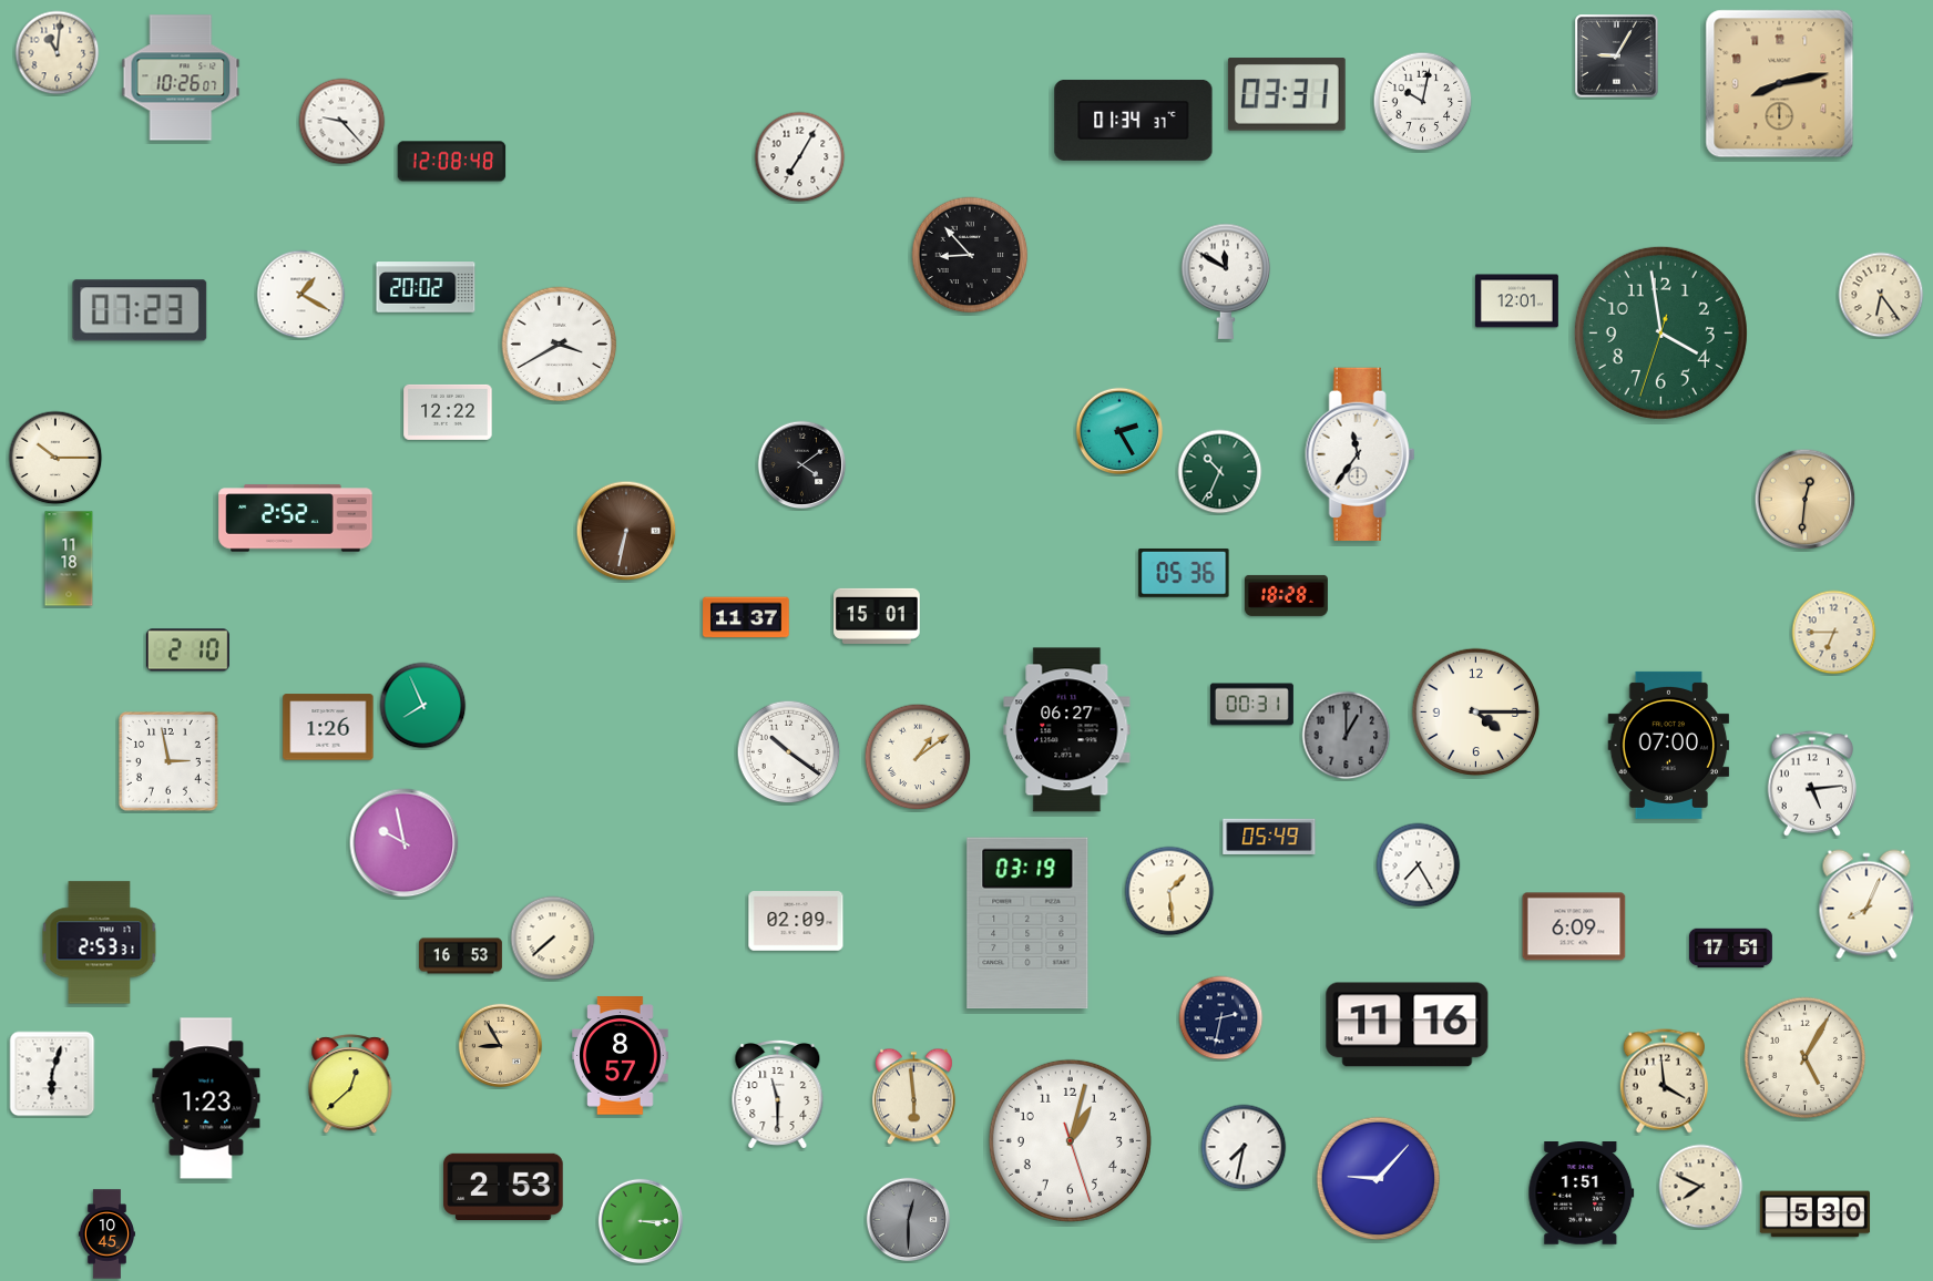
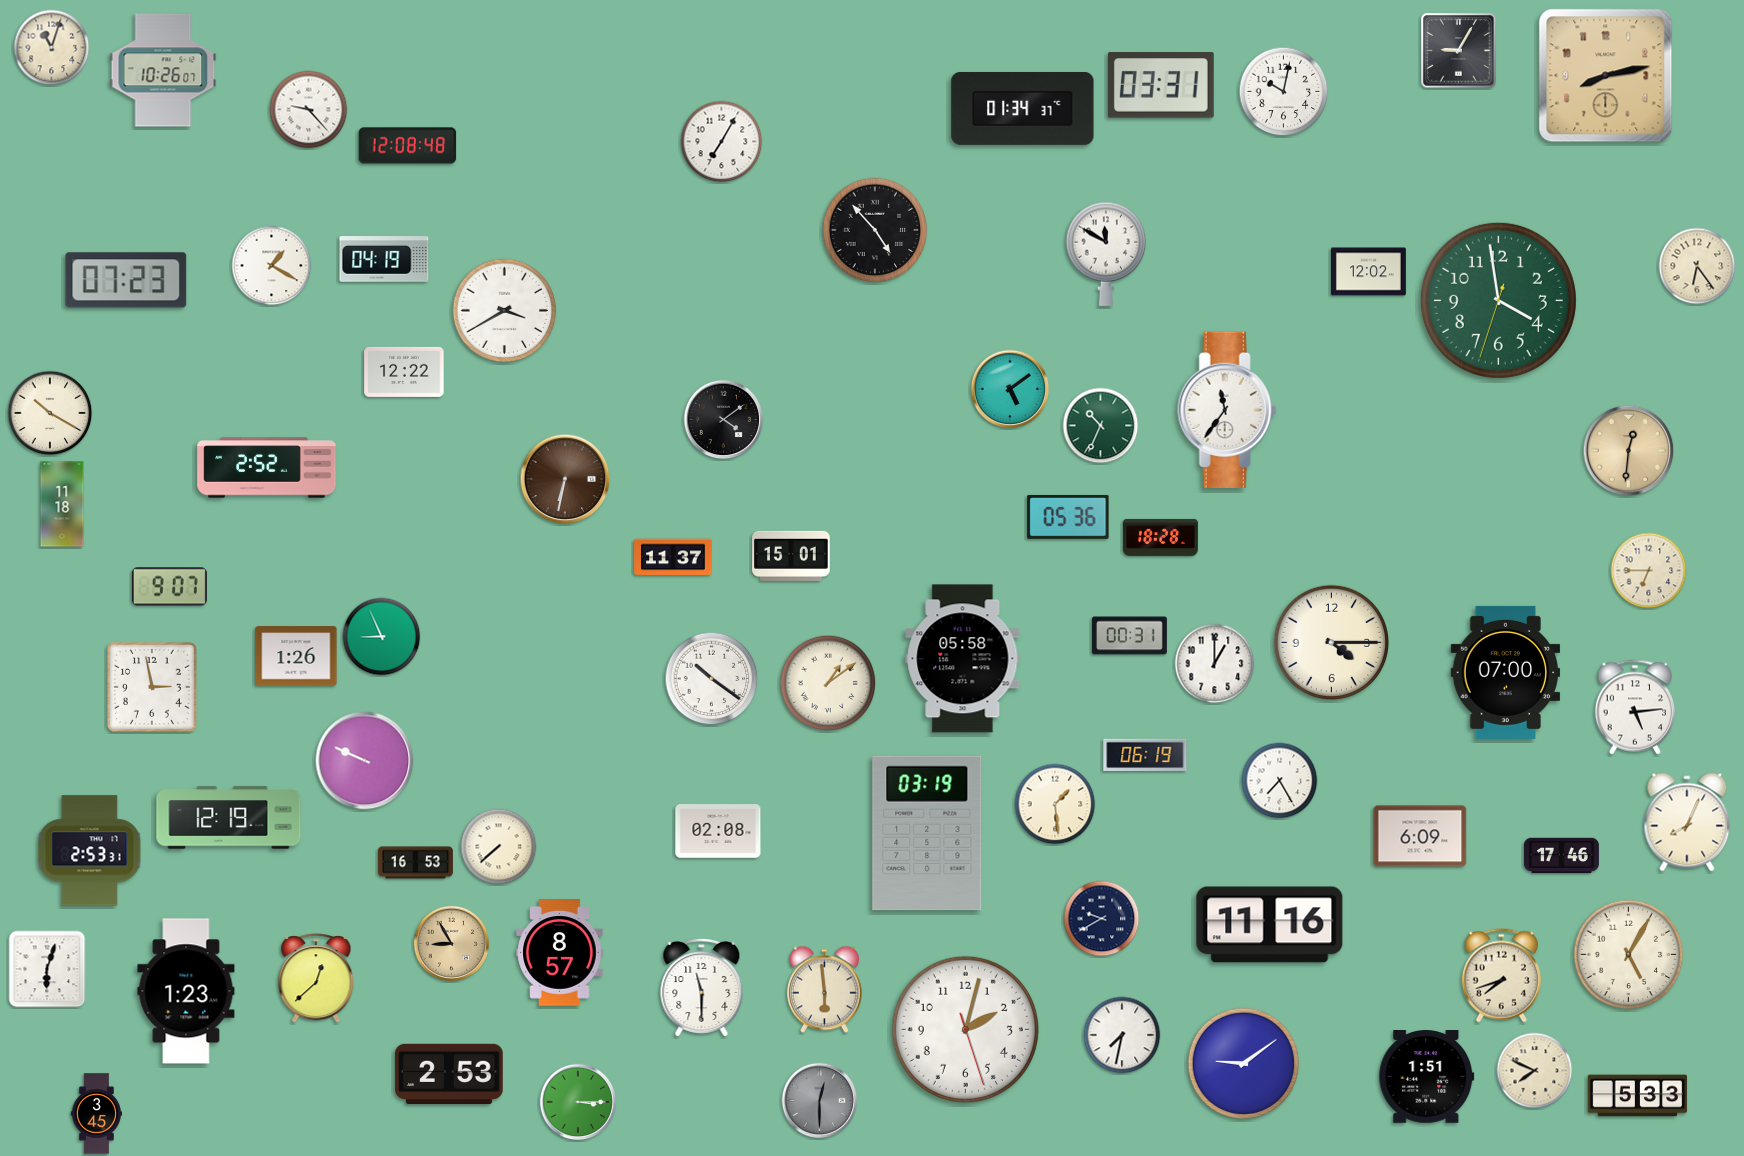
clock at (58, 53): 11:01 -> 11:03
clock at (970, 255): 8:53 -> 4:53
clock at (426, 287): 20:02 -> 04:19
clock at (1516, 301): 12:01 -> 12:02
clock at (1119, 431): 2:25 -> 5:09
clock at (55, 458): 10:15 -> 10:20
clock at (1834, 633) position: (1834, 633) -> (1649, 571)
clock at (187, 650): 2:10 -> 9:07
clock at (423, 706): 7:56 -> 8:56
clock at (1067, 730): 06:27 -> 05:58
clock at (1347, 736) dial: grey -> white
clock at (1269, 837): 05:49 -> 06:19
clock at (405, 843): 9:58 -> 9:49
clock at (1866, 904) position: (1866, 904) -> (1687, 822)
clock at (229, 818): none -> 12:19
clock at (796, 921): 02:09 -> 02:08
clock at (1731, 949): 17:51 -> 17:46
clock at (1221, 1018): 2:32 -> 9:40
clock at (1664, 1082): 3:59 -> 7:42
clock at (1070, 1140): 1:02 -> 2:02
clock at (1379, 1179): 9:07 -> 9:09
clock at (503, 1186) position: (503, 1186) -> (449, 1073)
clock at (1816, 1215): 5:30 -> 5:33
clock at (106, 1234): 10:45 -> 3:45
